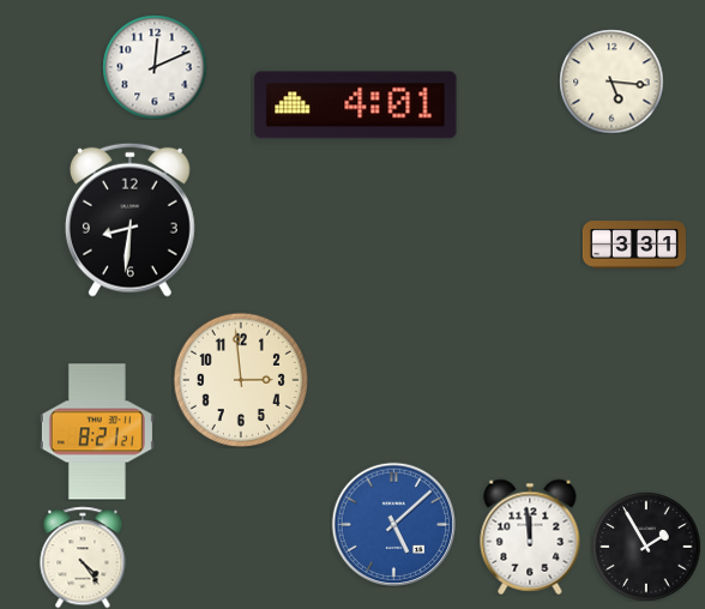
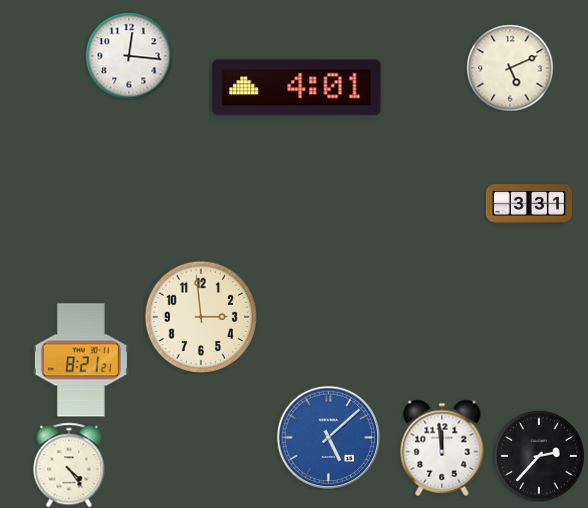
clock at (155, 67): 12:11 -> 12:16
clock at (611, 82): 5:16 -> 5:11
clock at (129, 219): 8:31 -> none
clock at (646, 547): 1:55 -> 2:37
